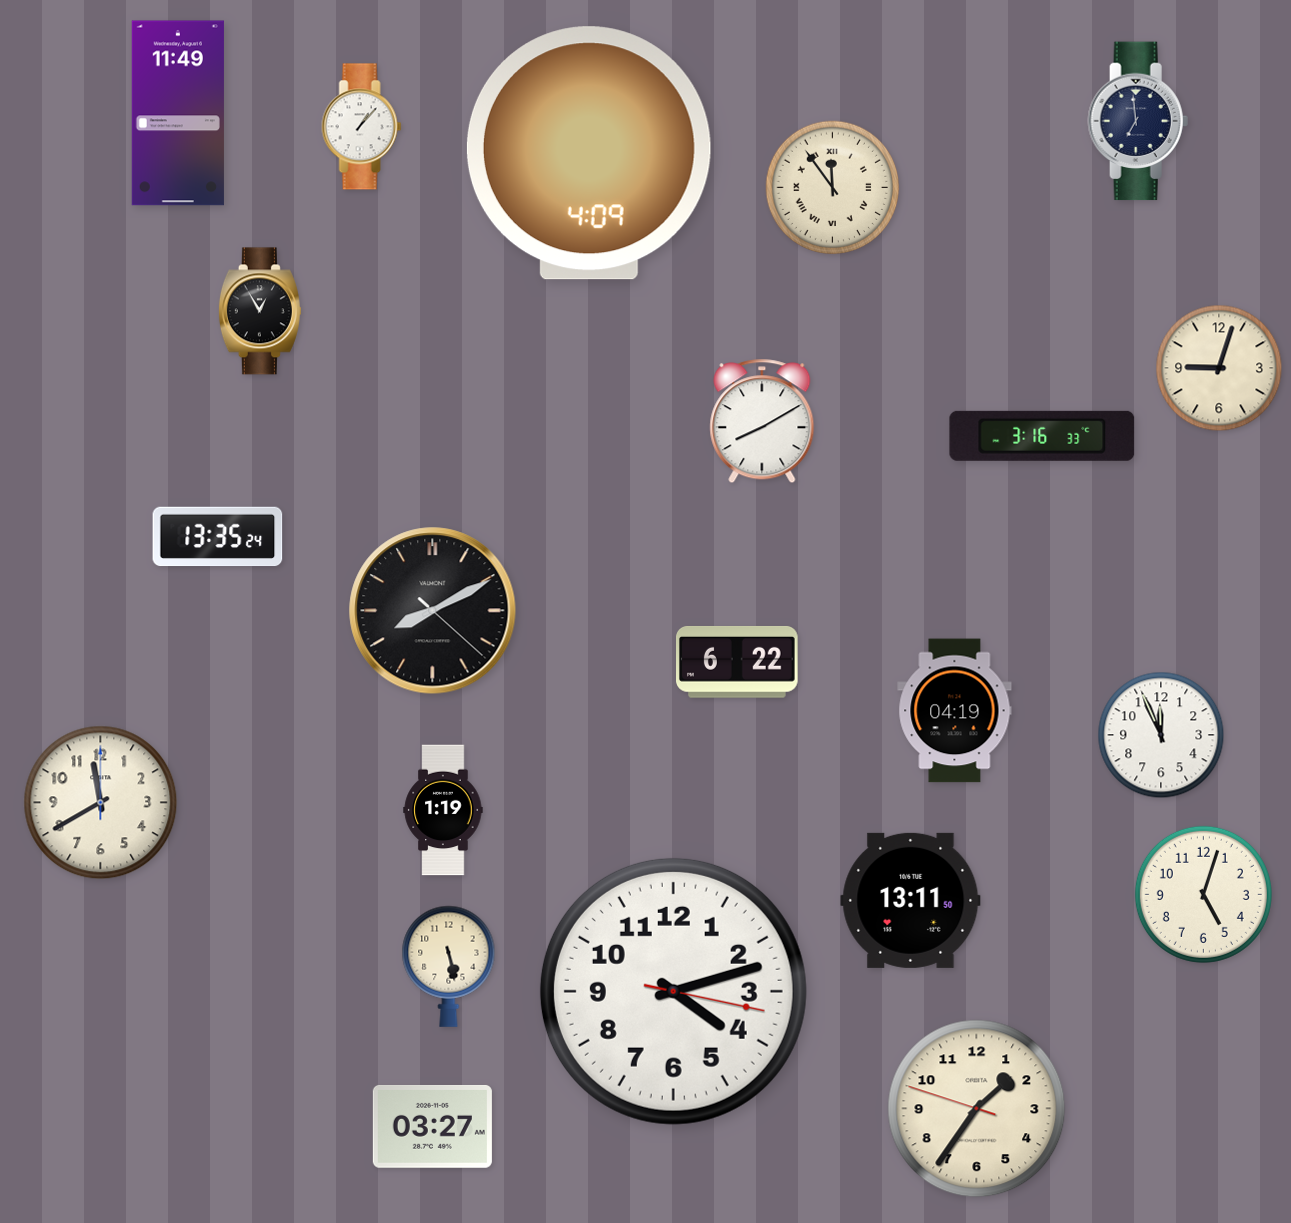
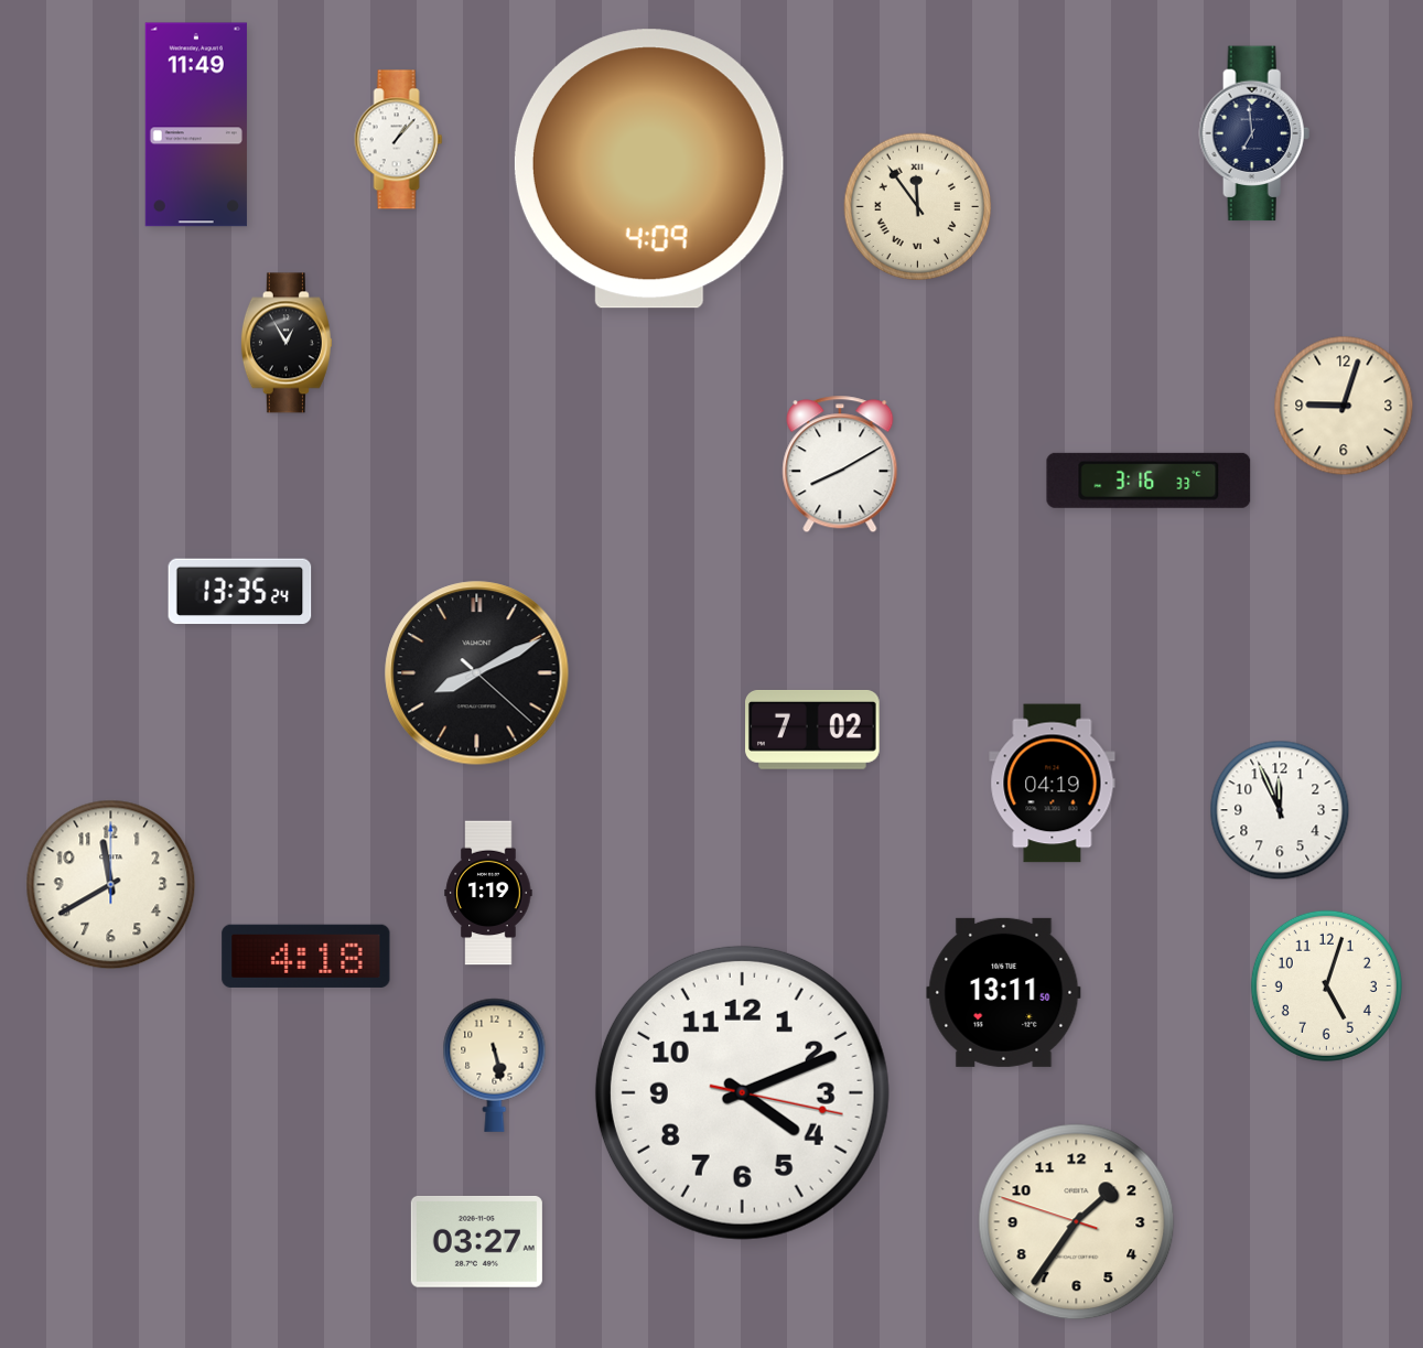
clock at (738, 662): 6:22 -> 7:02
clock at (306, 956): none -> 4:18
clock at (673, 991): 4:12 -> 4:11
